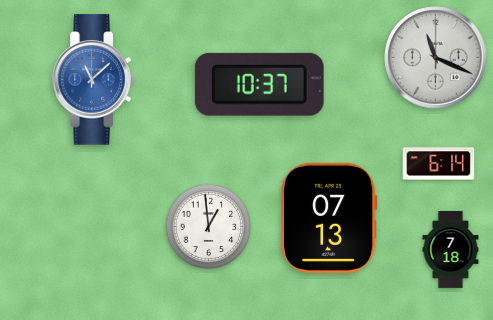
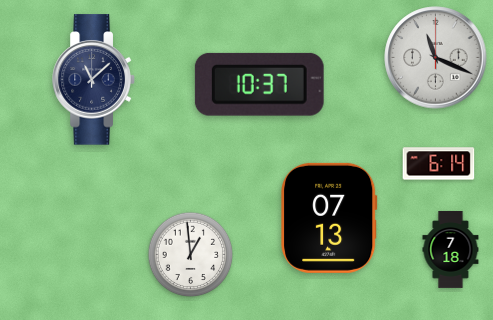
clock at (94, 80) dial: blue -> navy
clock at (209, 227) position: (209, 227) -> (191, 255)
